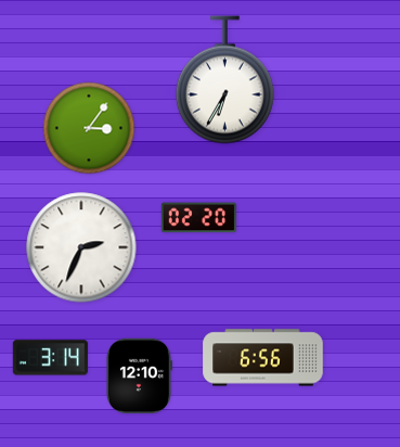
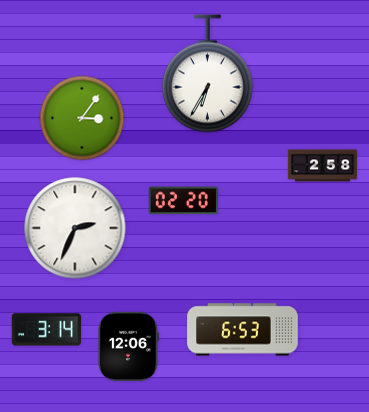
clock at (323, 166): none -> 2:58
clock at (263, 358): 6:56 -> 6:53
clock at (139, 375): 12:10 -> 12:06
